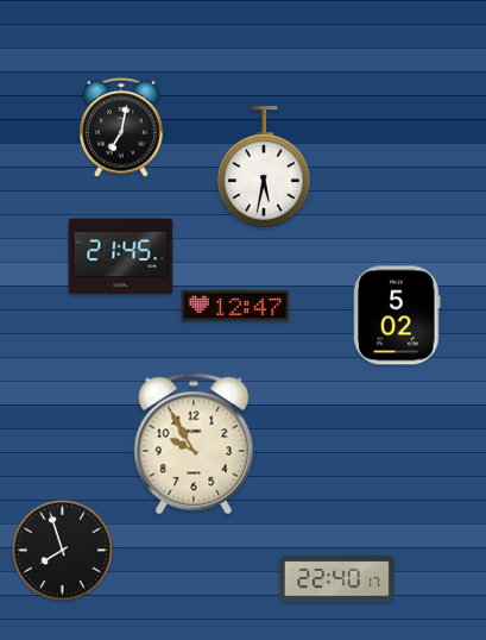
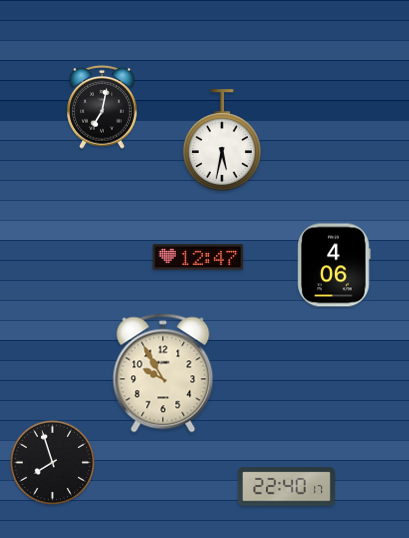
clock at (121, 257): 21:45 -> none
clock at (397, 315): 5:02 -> 4:06
clock at (336, 579) position: (336, 579) -> (286, 487)
